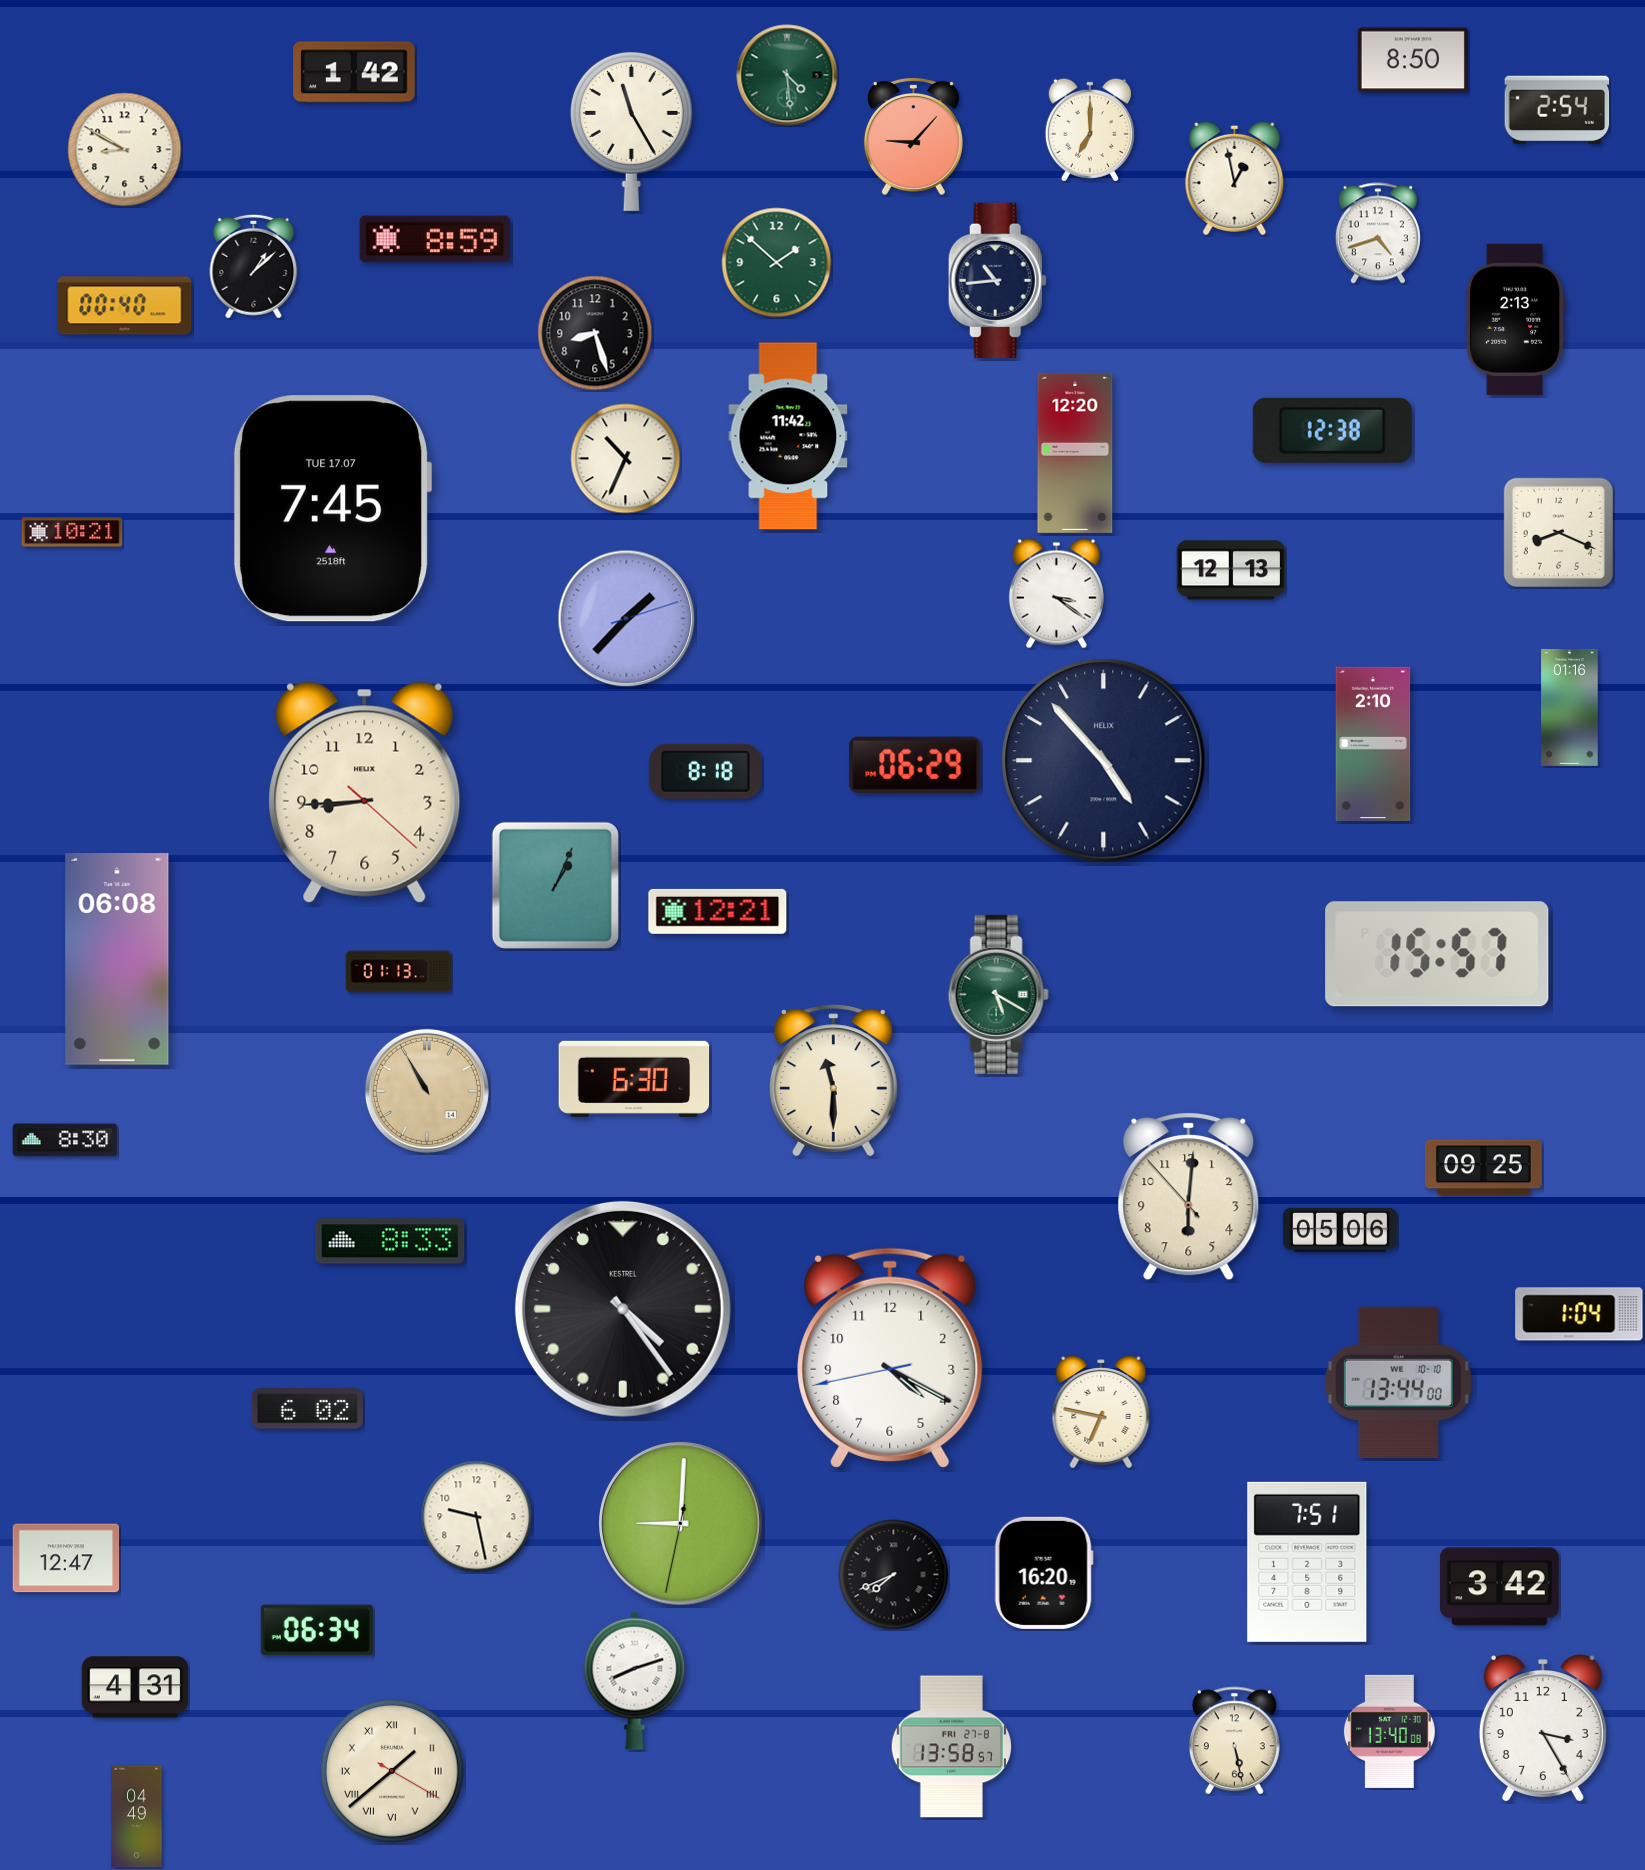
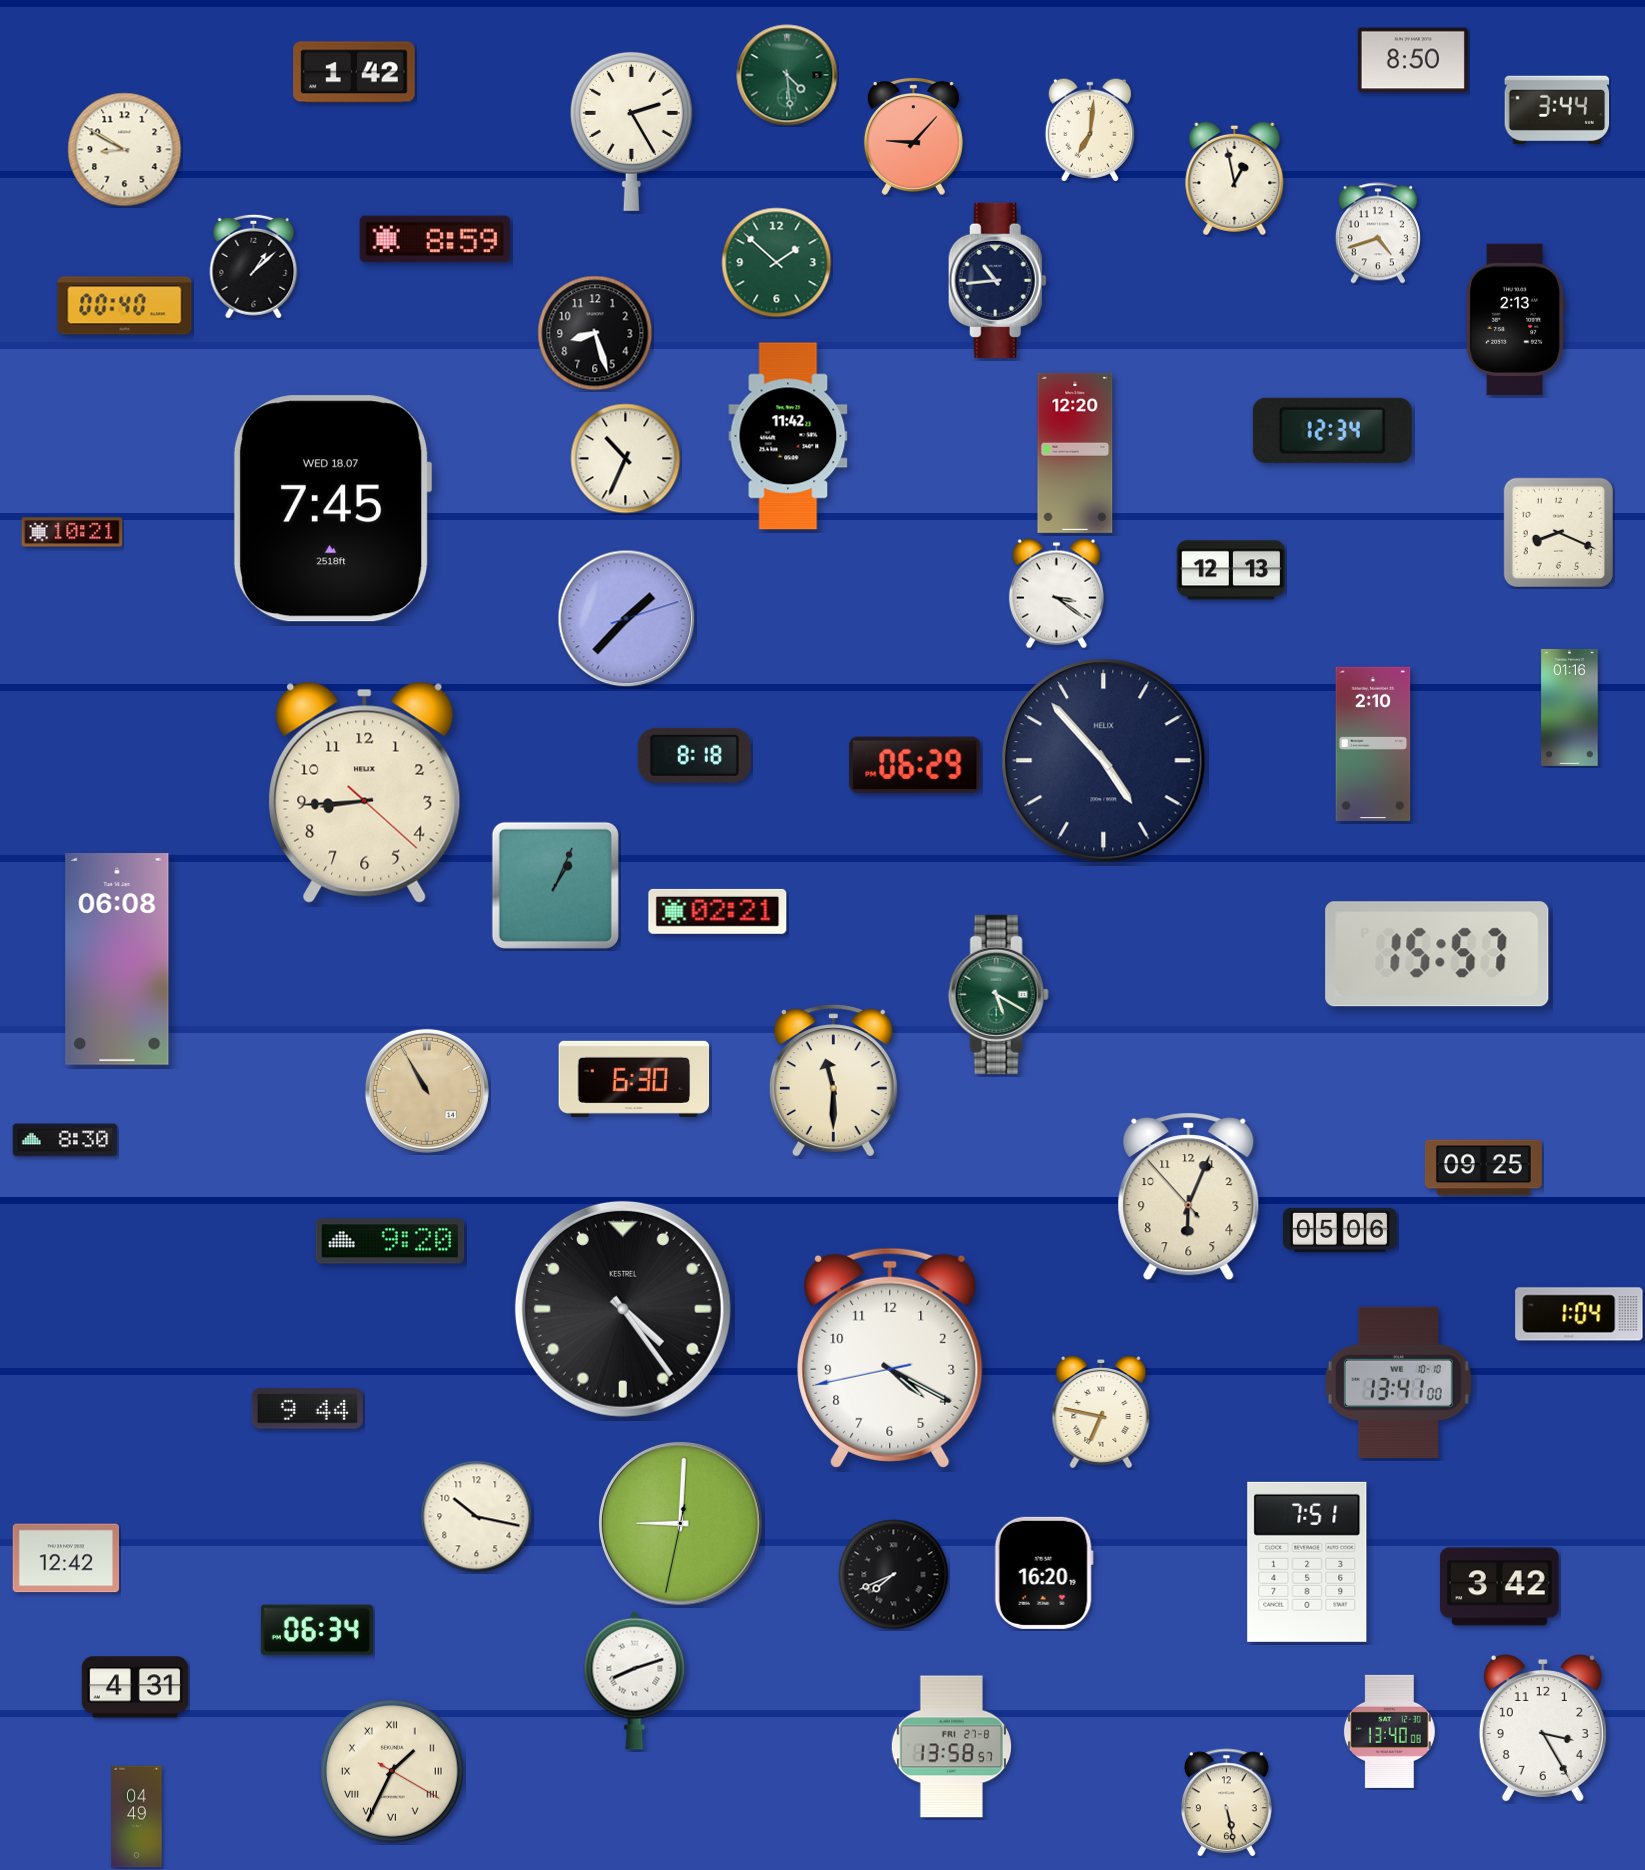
clock at (1557, 109): 2:54 -> 3:44
clock at (1090, 130): 7:00 -> 7:01
clock at (631, 131): 11:25 -> 2:25
clock at (1332, 430): 12:38 -> 12:34
clock at (332, 509) date: TUE 17.07 -> WED 18.07
clock at (705, 771) position: (705, 771) -> (694, 755)
clock at (718, 911): 12:21 -> 02:21
clock at (399, 972): 01:13 -> none
clock at (1189, 1197): 6:00 -> 6:03
clock at (390, 1241): 8:33 -> 9:20
clock at (1398, 1382): 13:44 -> 13:41
clock at (307, 1409): 6:02 -> 9:44
clock at (477, 1517): 9:28 -> 10:17
clock at (66, 1558): 12:47 -> 12:42
clock at (1235, 1741) position: (1235, 1741) -> (1227, 1803)
clock at (392, 1771): 1:38 -> 1:34
